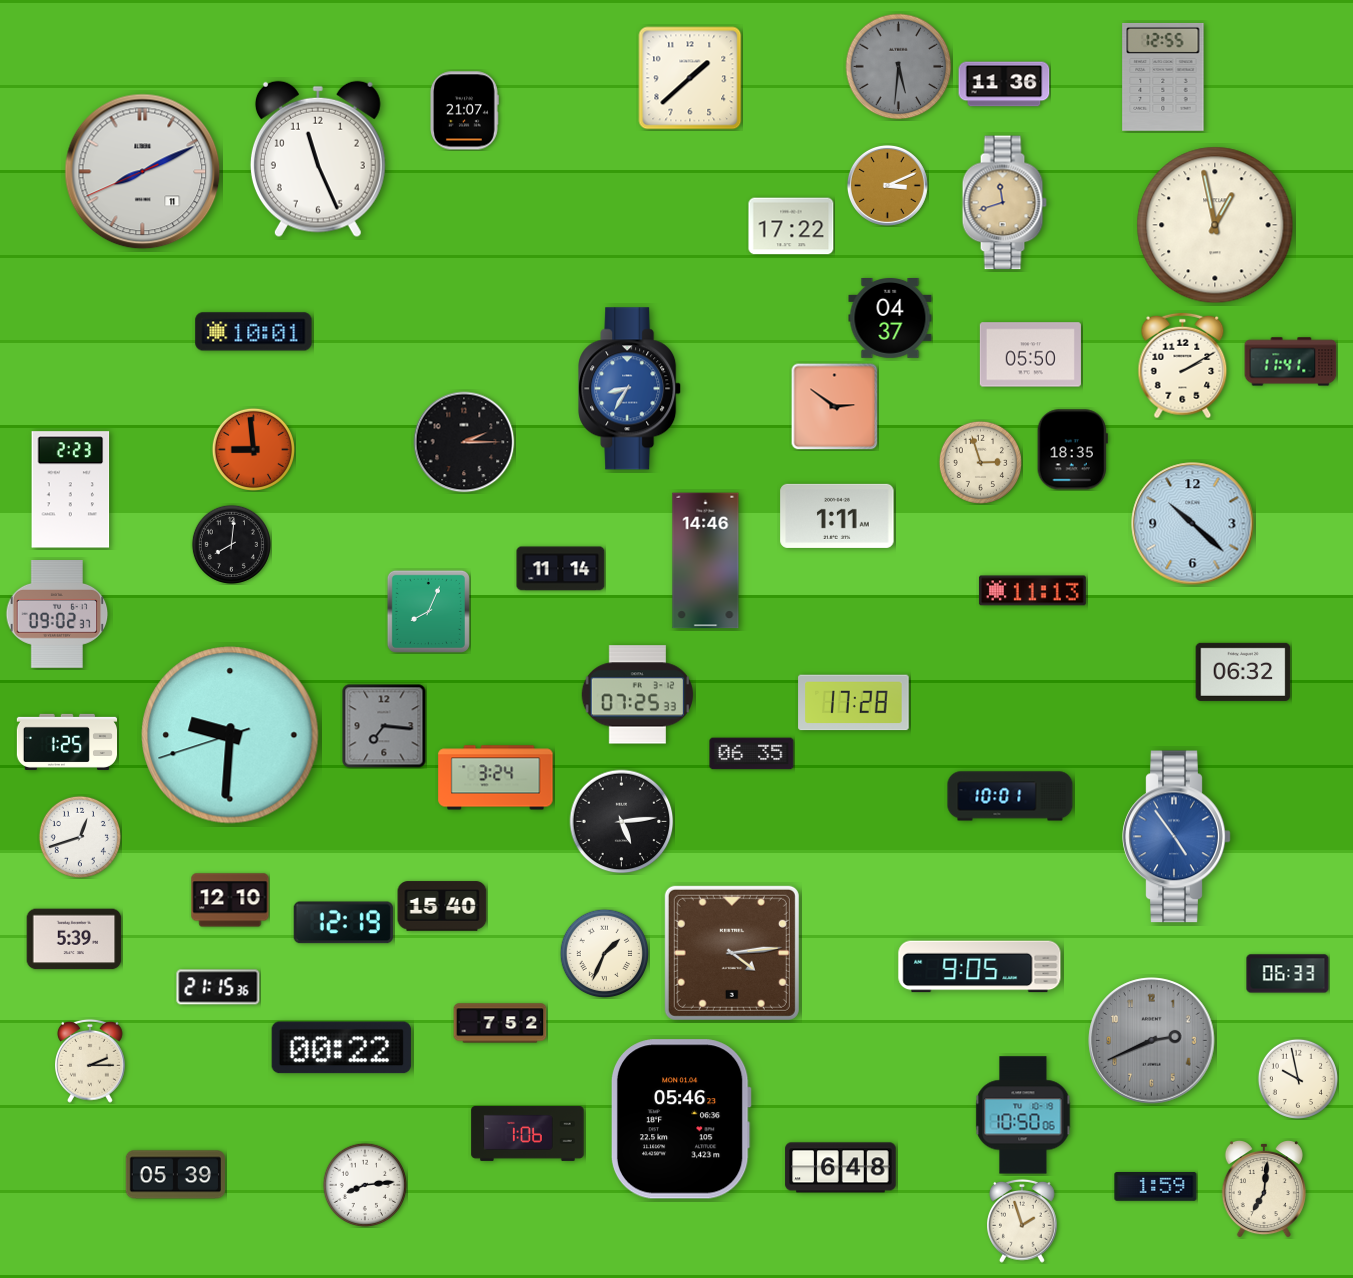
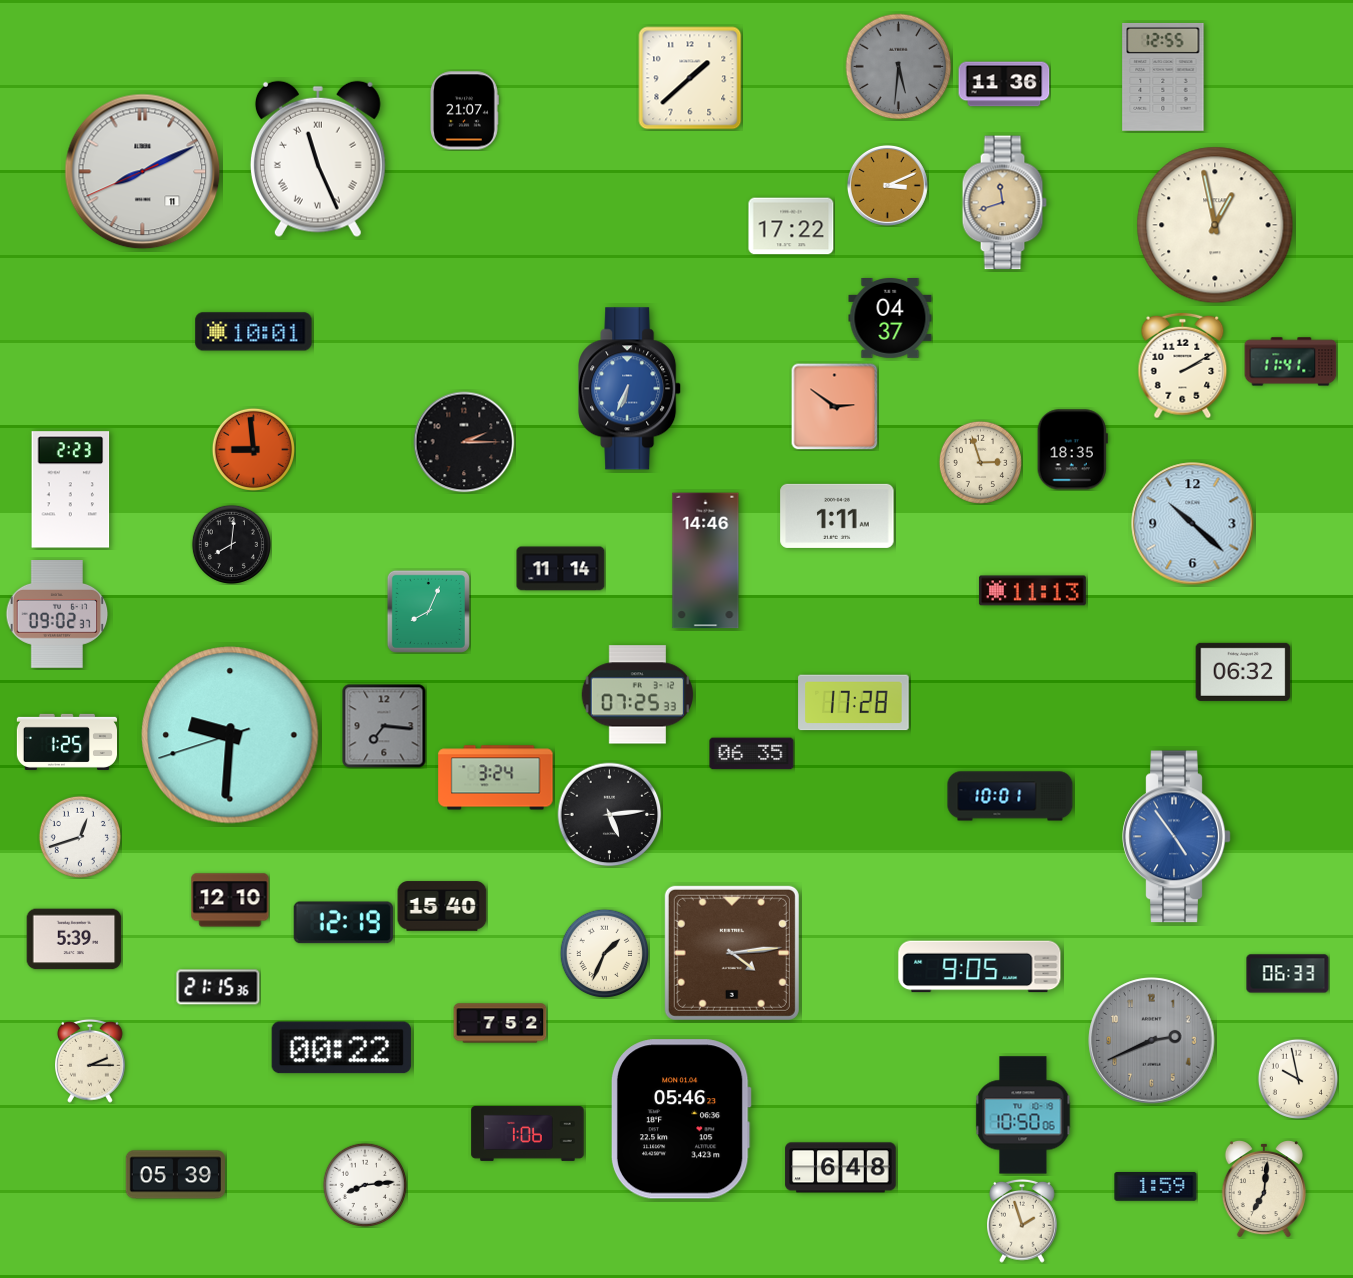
clock at (318, 159) numerals: Arabic -> Roman
clock at (1030, 355): 05:50 -> none
clock at (630, 389): 8:35 -> 6:34
clock at (622, 822) position: (622, 822) -> (610, 815)
